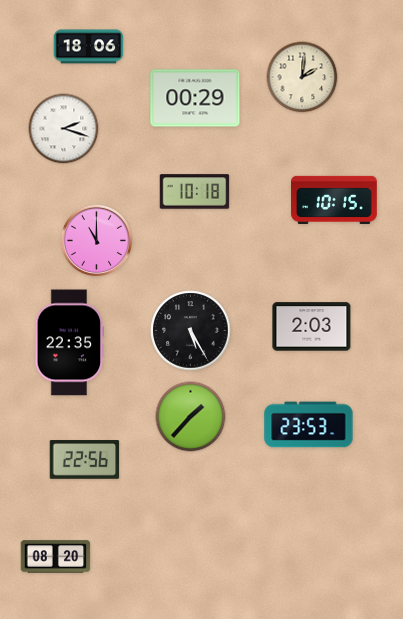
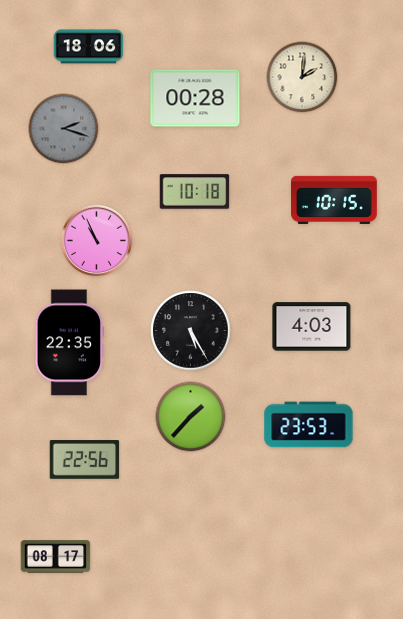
clock at (195, 98): 00:29 -> 00:28
clock at (64, 129) dial: white -> grey
clock at (96, 240): 11:00 -> 10:56
clock at (312, 327): 2:03 -> 4:03
clock at (56, 557): 08:20 -> 08:17
